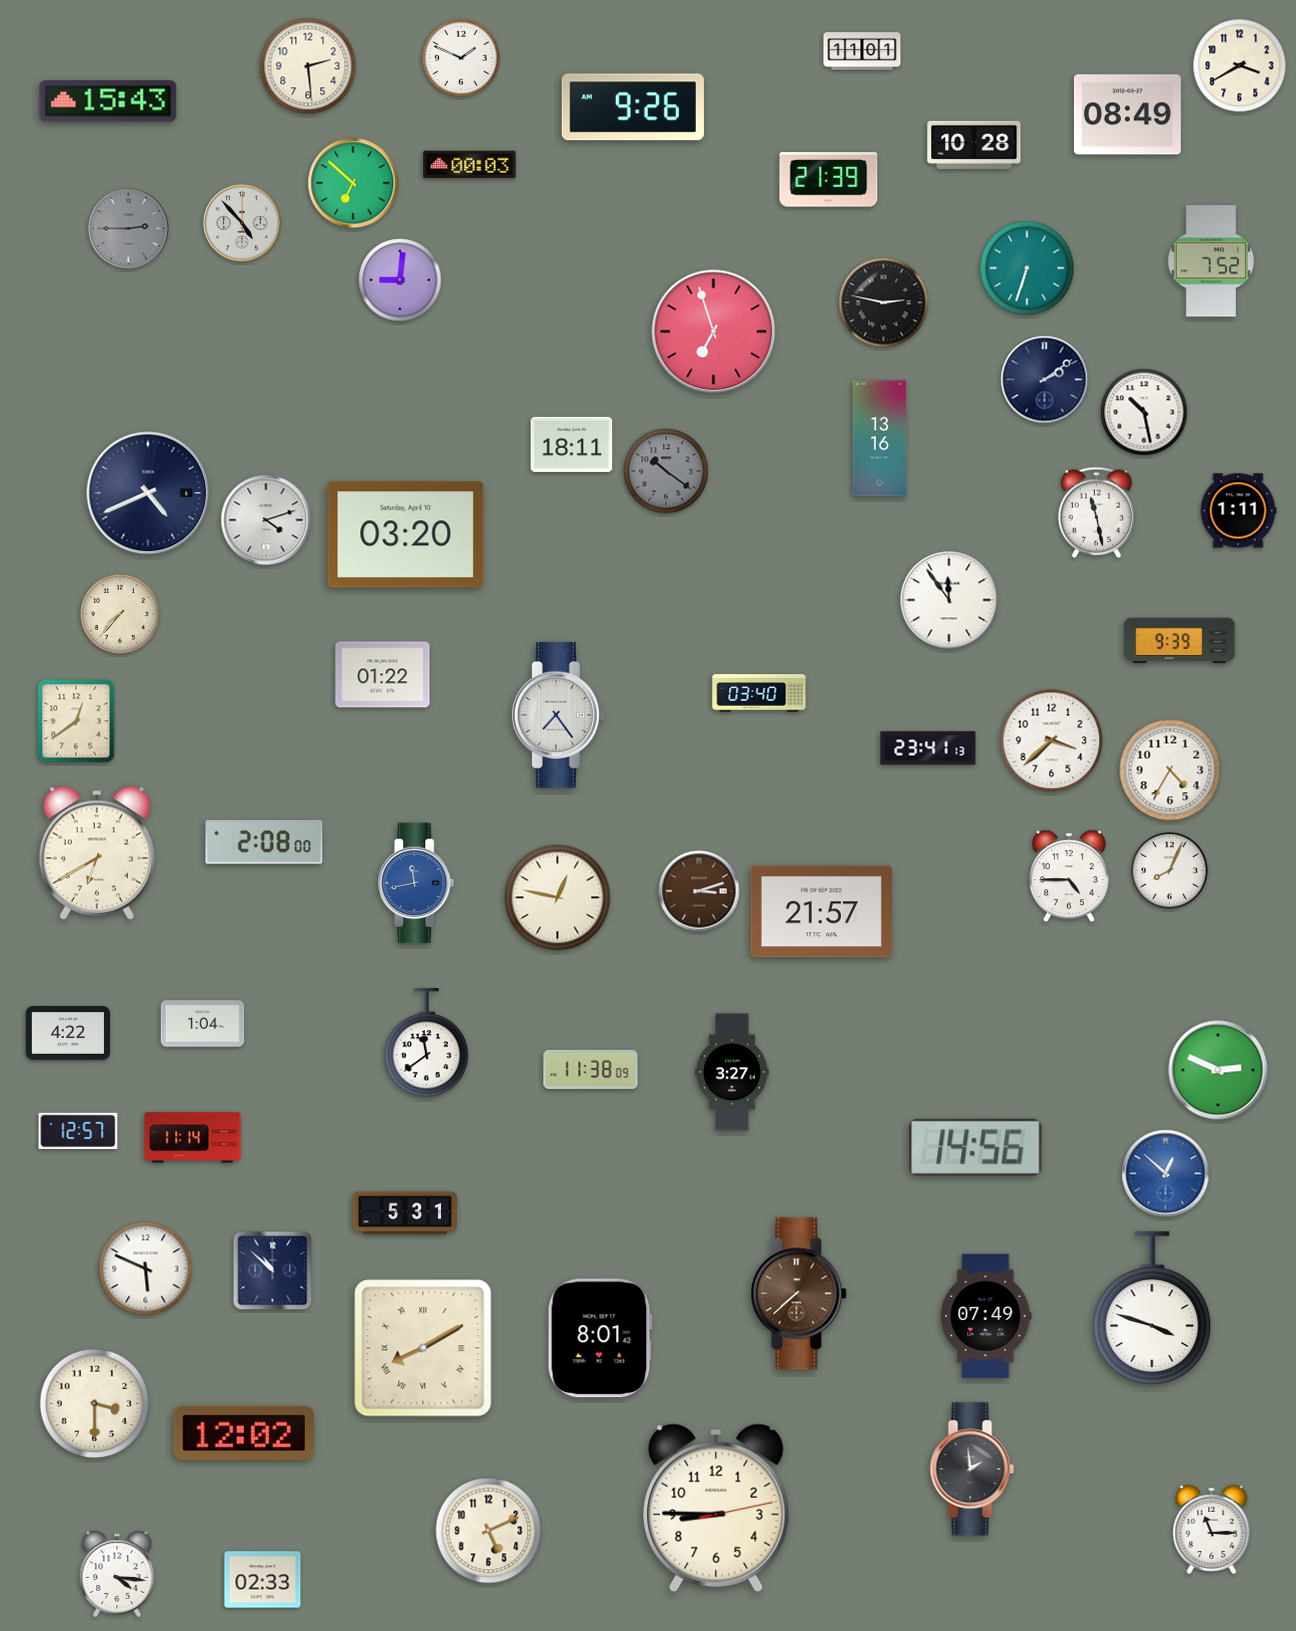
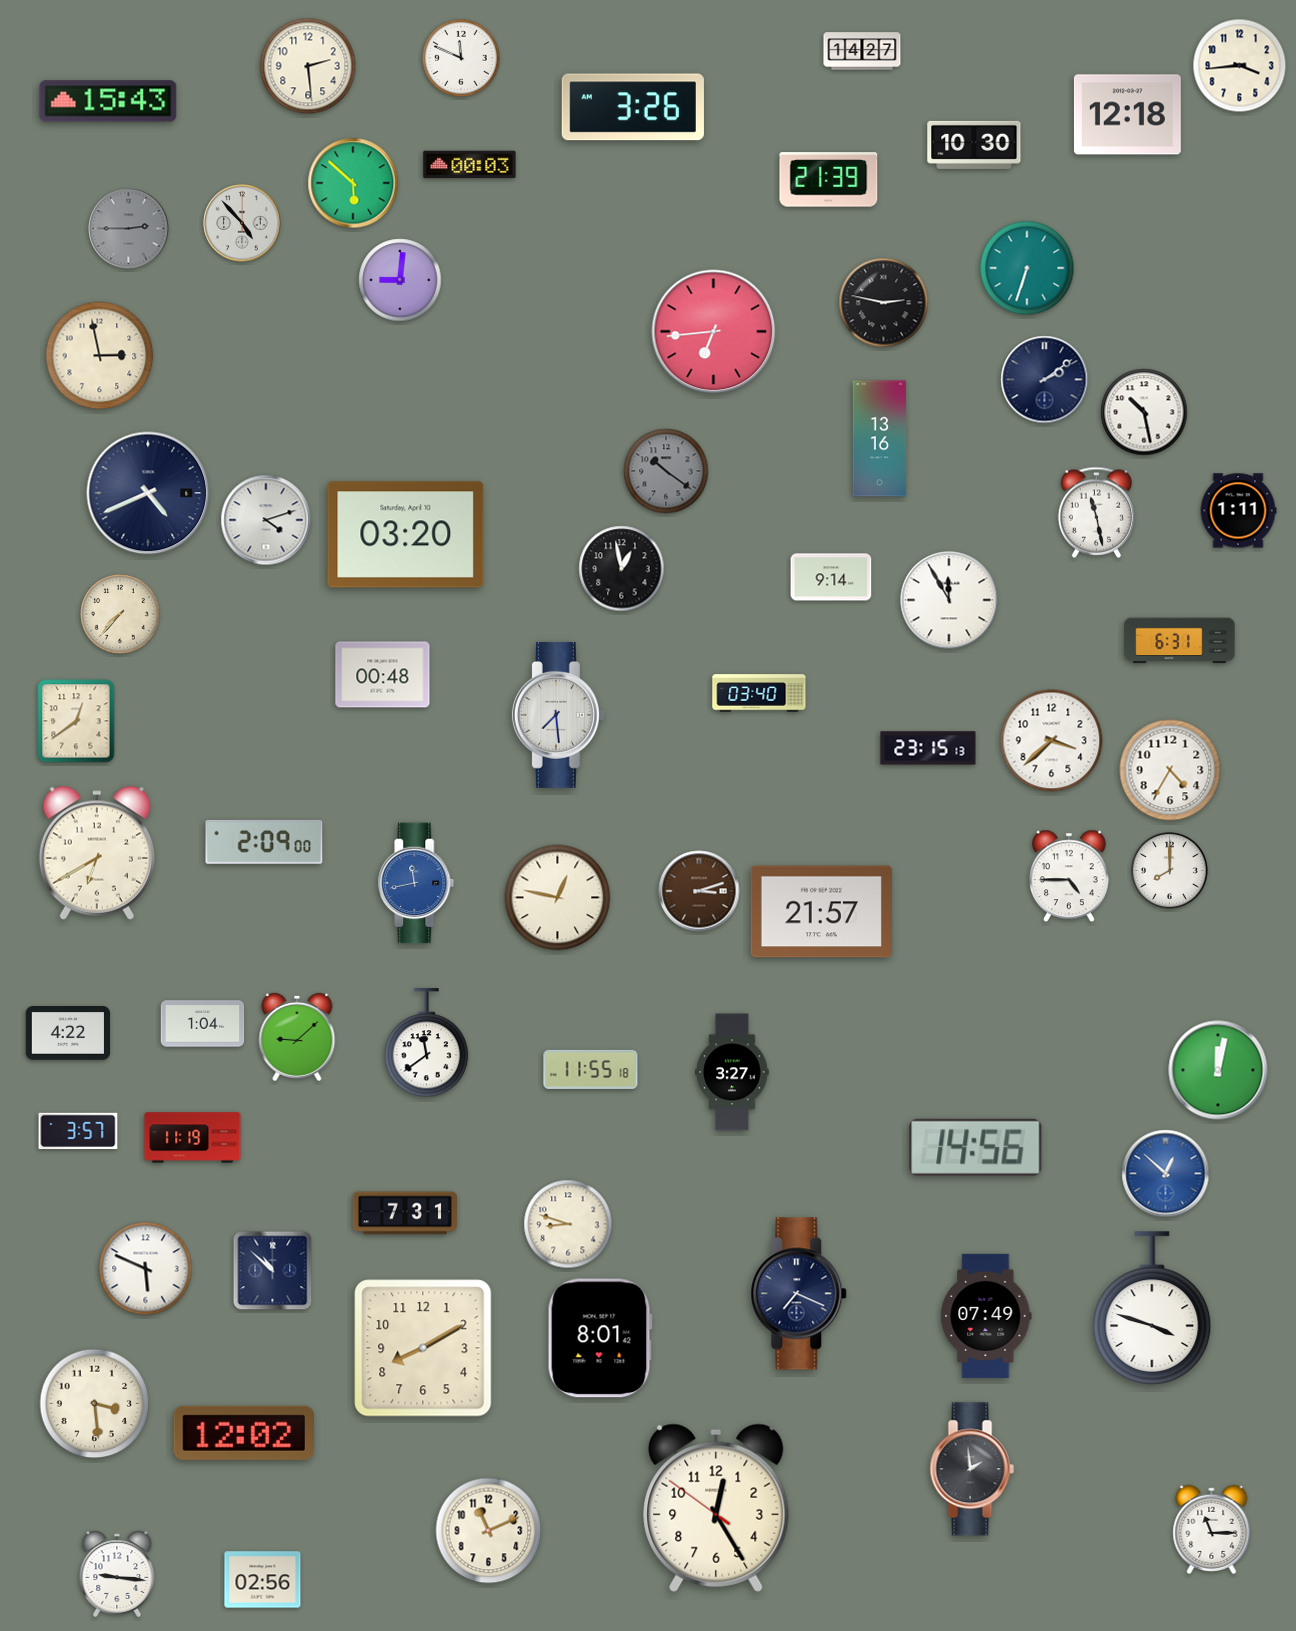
clock at (862, 51): 11:01 -> 14:27
clock at (461, 58): 1:49 -> 11:49
clock at (1240, 66): 3:40 -> 3:44
clock at (633, 107): 9:26 -> 3:26
clock at (1127, 115): 08:49 -> 12:18
clock at (974, 145): 10:28 -> 10:30
clock at (353, 183): 6:52 -> 5:52
clock at (1211, 261): 7:52 -> none
clock at (714, 332): 6:57 -> 6:44
clock at (100, 356): none -> 2:58
clock at (572, 444): 18:11 -> none
clock at (622, 569): none -> 12:58
clock at (831, 577): none -> 9:14
clock at (949, 600): 11:54 -> 11:55
clock at (1180, 641): 9:39 -> 6:31
clock at (383, 675): 01:22 -> 00:48
clock at (558, 715): 7:24 -> 7:29
clock at (928, 748): 23:41 -> 23:15
clock at (264, 842): 2:08 -> 2:09
clock at (1170, 871): 8:04 -> 8:00
clock at (297, 1037): none -> 9:08
clock at (591, 1069): 11:38 -> 11:55
clock at (1218, 1070): 2:49 -> 12:02
clock at (78, 1131): 12:57 -> 3:57
clock at (193, 1138): 11:14 -> 11:19
clock at (405, 1213): 5:31 -> 7:31
clock at (568, 1224): none -> 8:48
clock at (799, 1294): 7:38 -> 7:19
clock at (799, 1294) dial: brown -> navy
clock at (423, 1348) numerals: Roman -> Arabic
clock at (95, 1404): 3:30 -> 3:29
clock at (716, 1508): 8:45 -> 12:24
clock at (489, 1531): 5:11 -> 11:11
clock at (117, 1574): 4:16 -> 9:16
clock at (263, 1580): 02:33 -> 02:56
